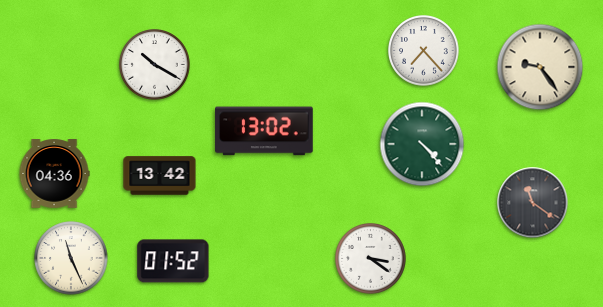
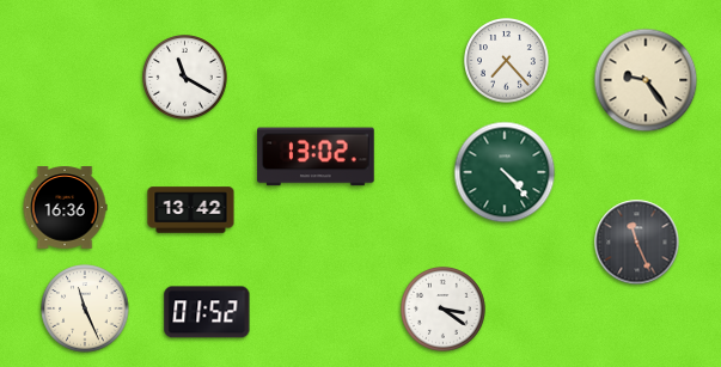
clock at (155, 65): 10:20 -> 11:20
clock at (54, 174): 04:36 -> 16:36
clock at (533, 203): 11:21 -> 11:26
